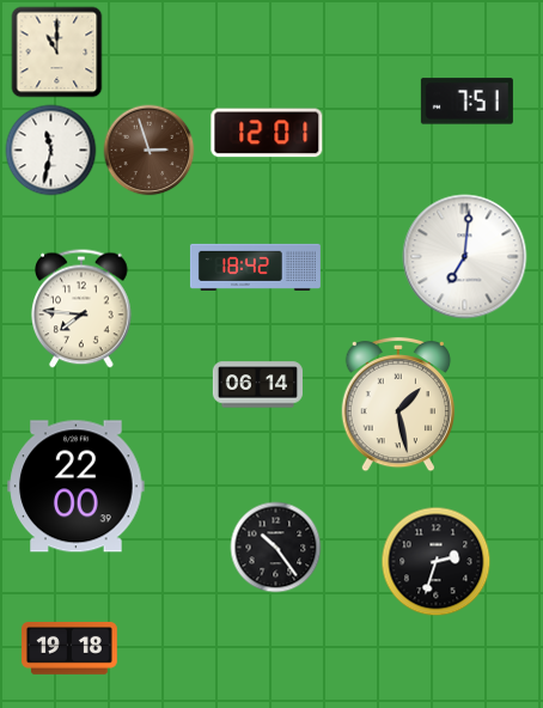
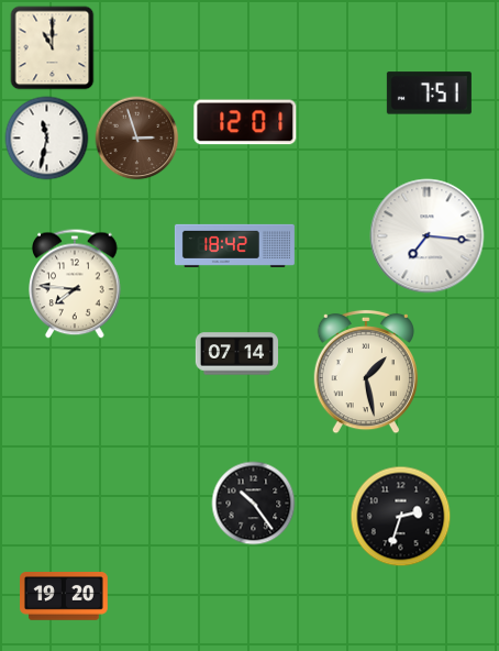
clock at (465, 257): 7:01 -> 7:16
clock at (257, 385): 06:14 -> 07:14
clock at (77, 487): 22:00 -> none
clock at (71, 649): 19:18 -> 19:20
